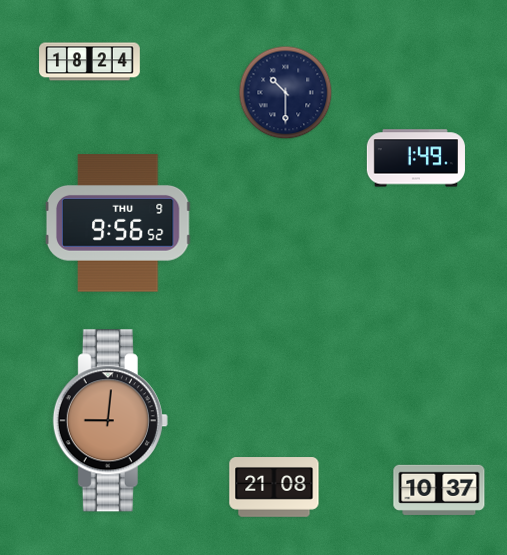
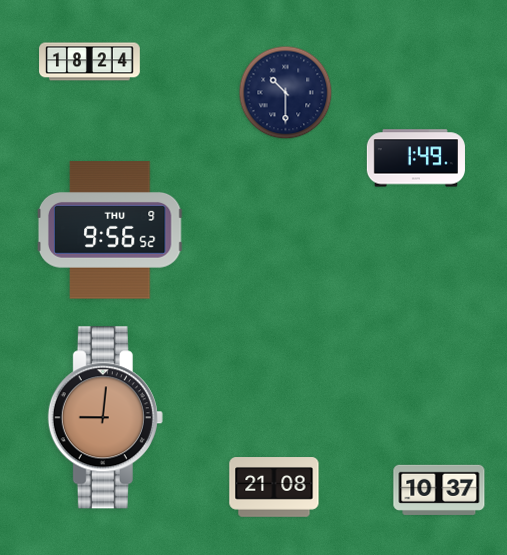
clock at (118, 223) position: (118, 223) -> (110, 230)
clock at (110, 421) position: (110, 421) -> (105, 418)
